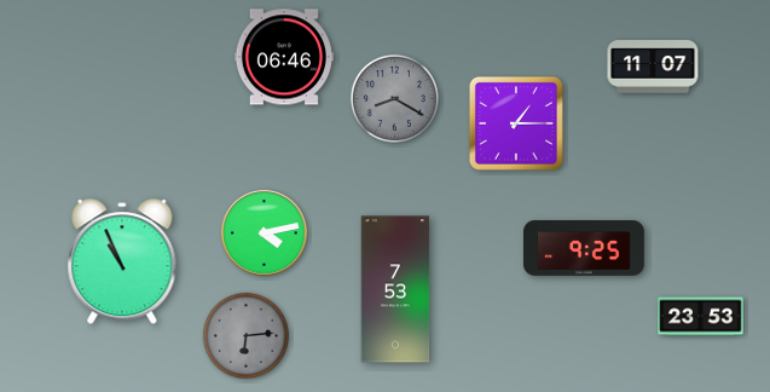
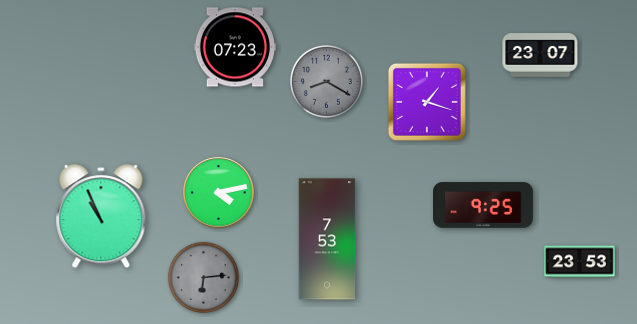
clock at (283, 57): 06:46 -> 07:23
clock at (653, 67): 11:07 -> 23:07
clock at (516, 123): 1:15 -> 1:18
